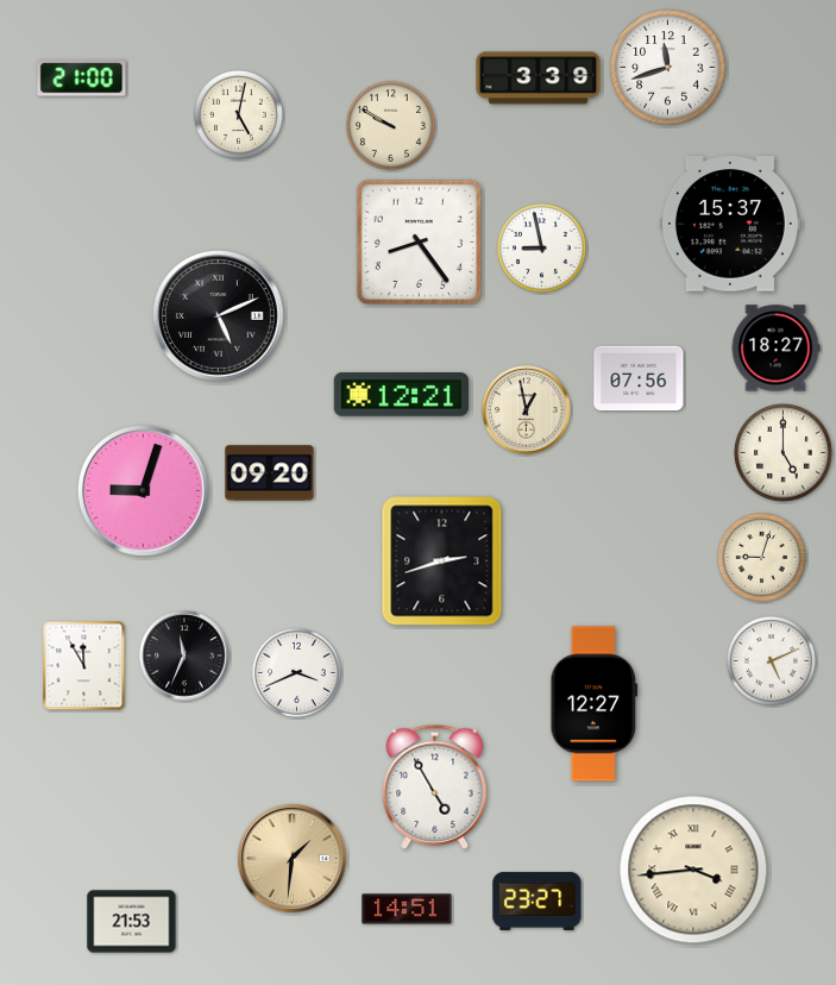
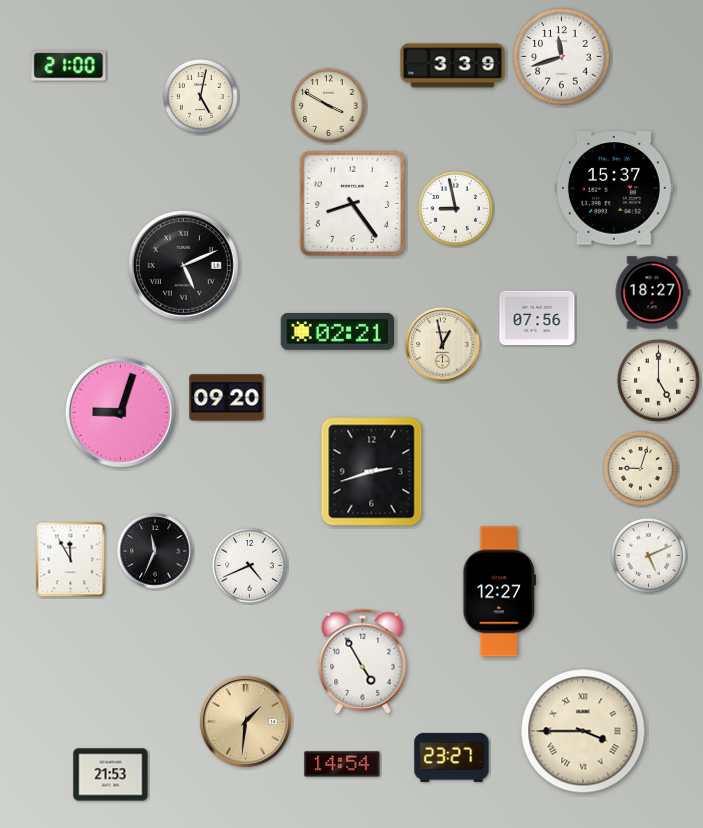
clock at (390, 125): 9:50 -> 3:50
clock at (401, 395): 12:21 -> 02:21
clock at (296, 672): 3:41 -> 4:41
clock at (435, 786) position: (435, 786) -> (363, 661)
clock at (693, 870): 3:44 -> 3:45
clock at (407, 909): 14:51 -> 14:54
